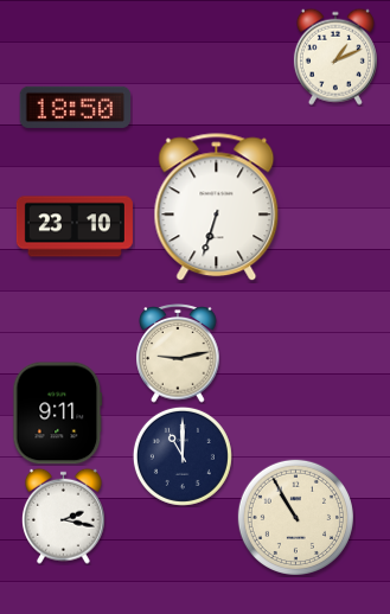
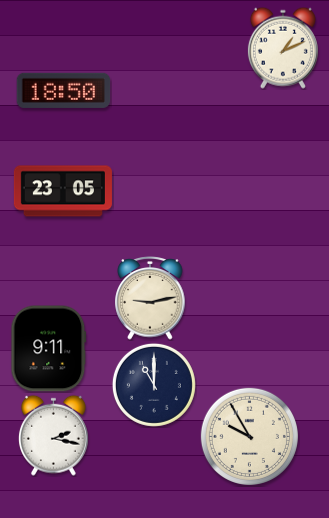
clock at (217, 207): 6:33 -> none
clock at (75, 226): 23:10 -> 23:05
clock at (295, 517): 10:55 -> 9:55
